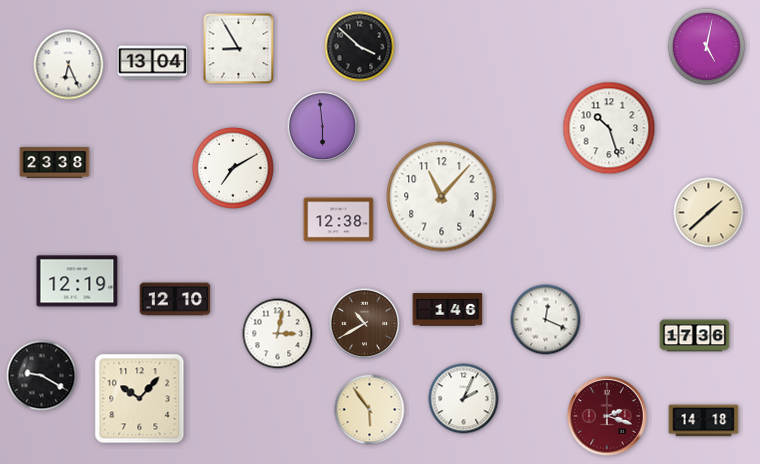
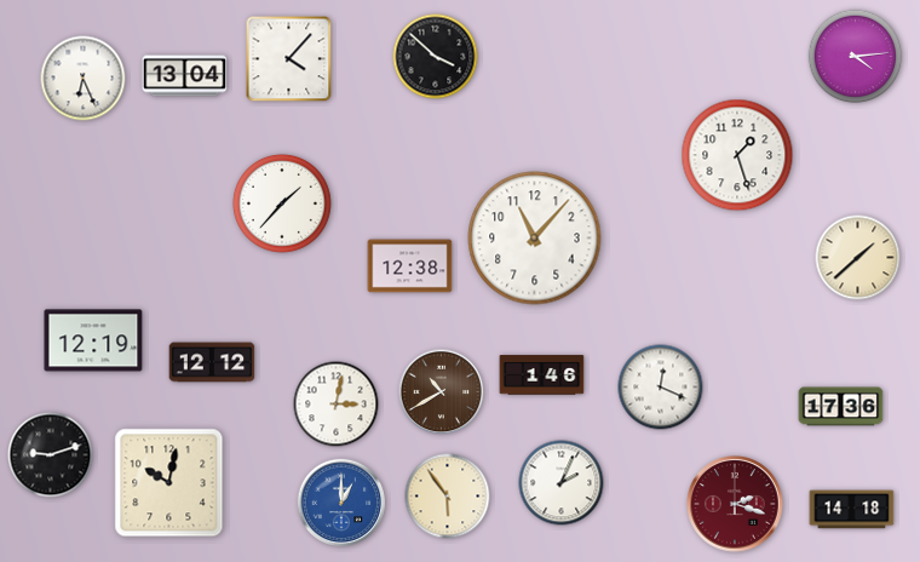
clock at (707, 47): 5:02 -> 4:14
clock at (239, 49): 8:55 -> 4:07
clock at (323, 127): 5:59 -> none
clock at (609, 128): 10:27 -> 1:27
clock at (55, 162): 23:38 -> none
clock at (234, 169): 7:10 -> 1:37
clock at (175, 299): 12:10 -> 12:12
clock at (42, 376): 9:20 -> 9:12
clock at (140, 399): 10:07 -> 10:02
clock at (341, 503): none -> 1:00
